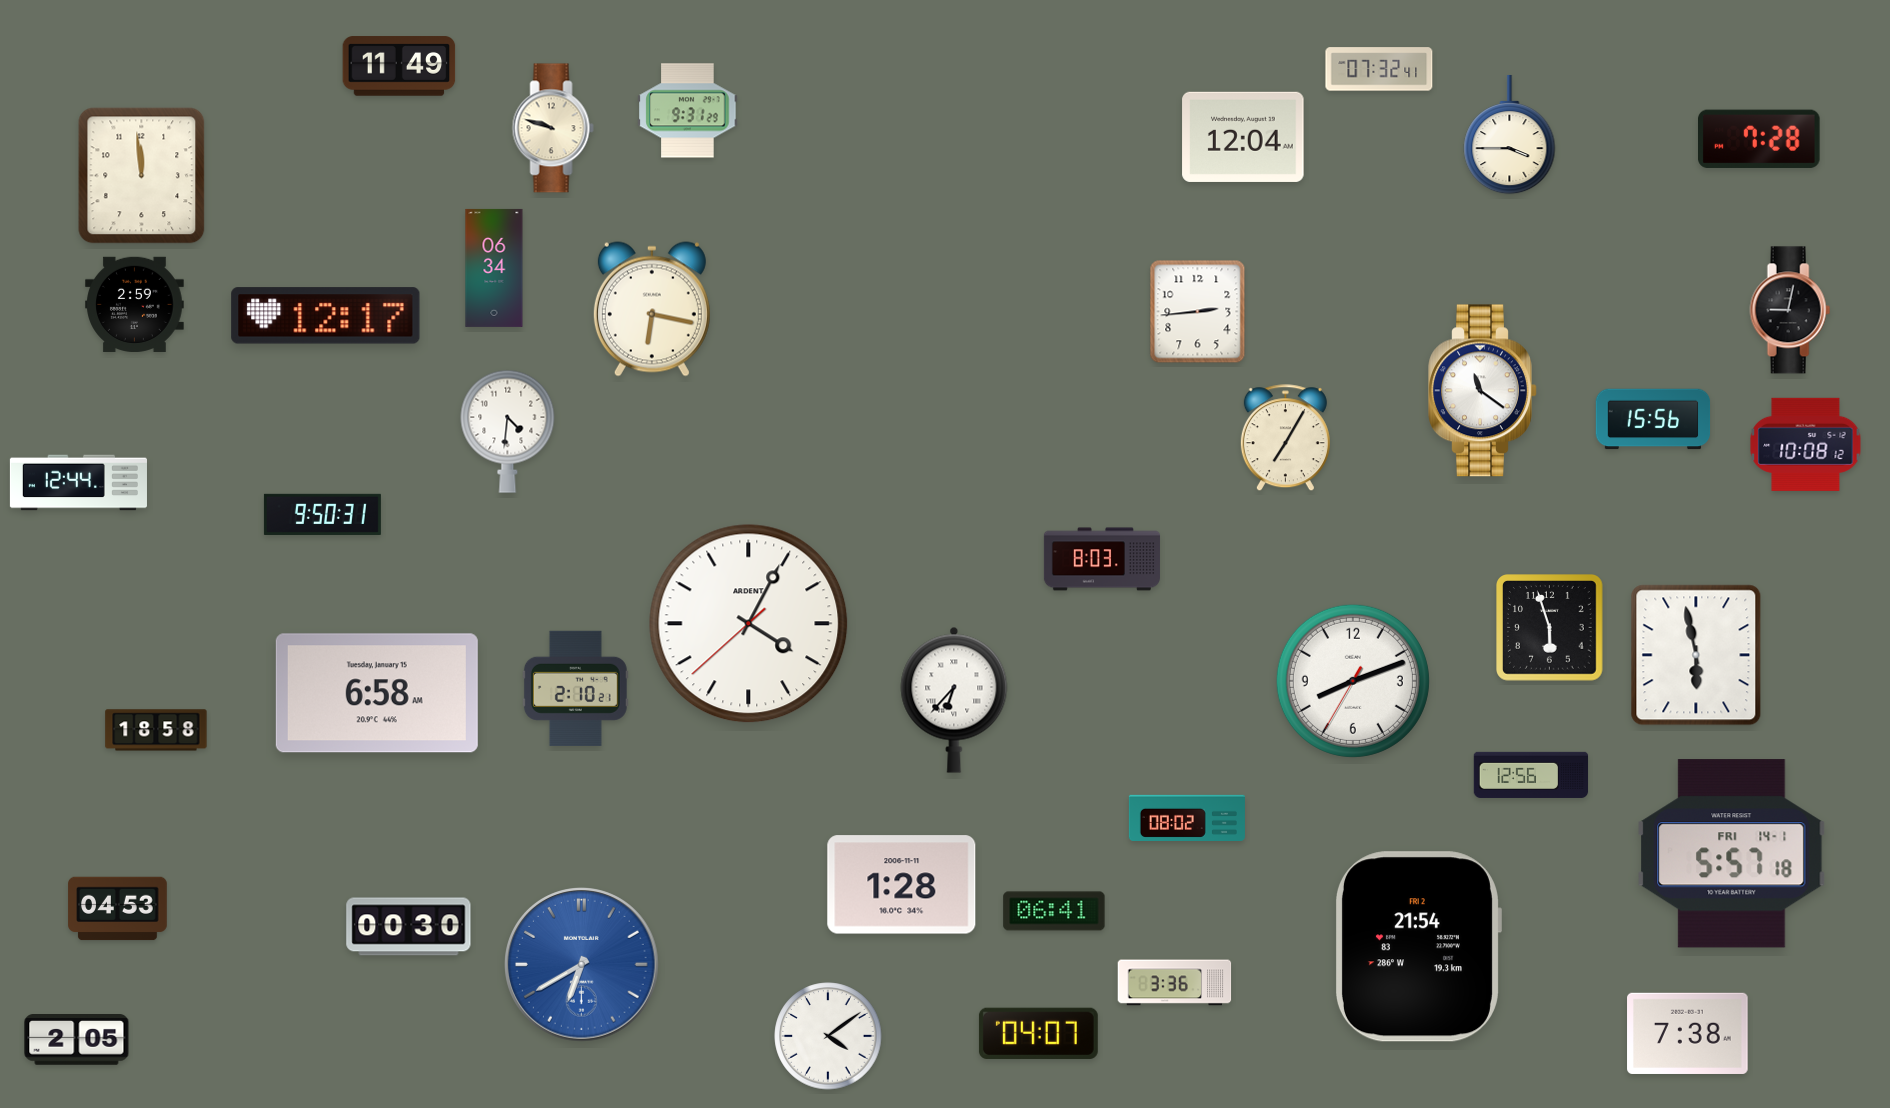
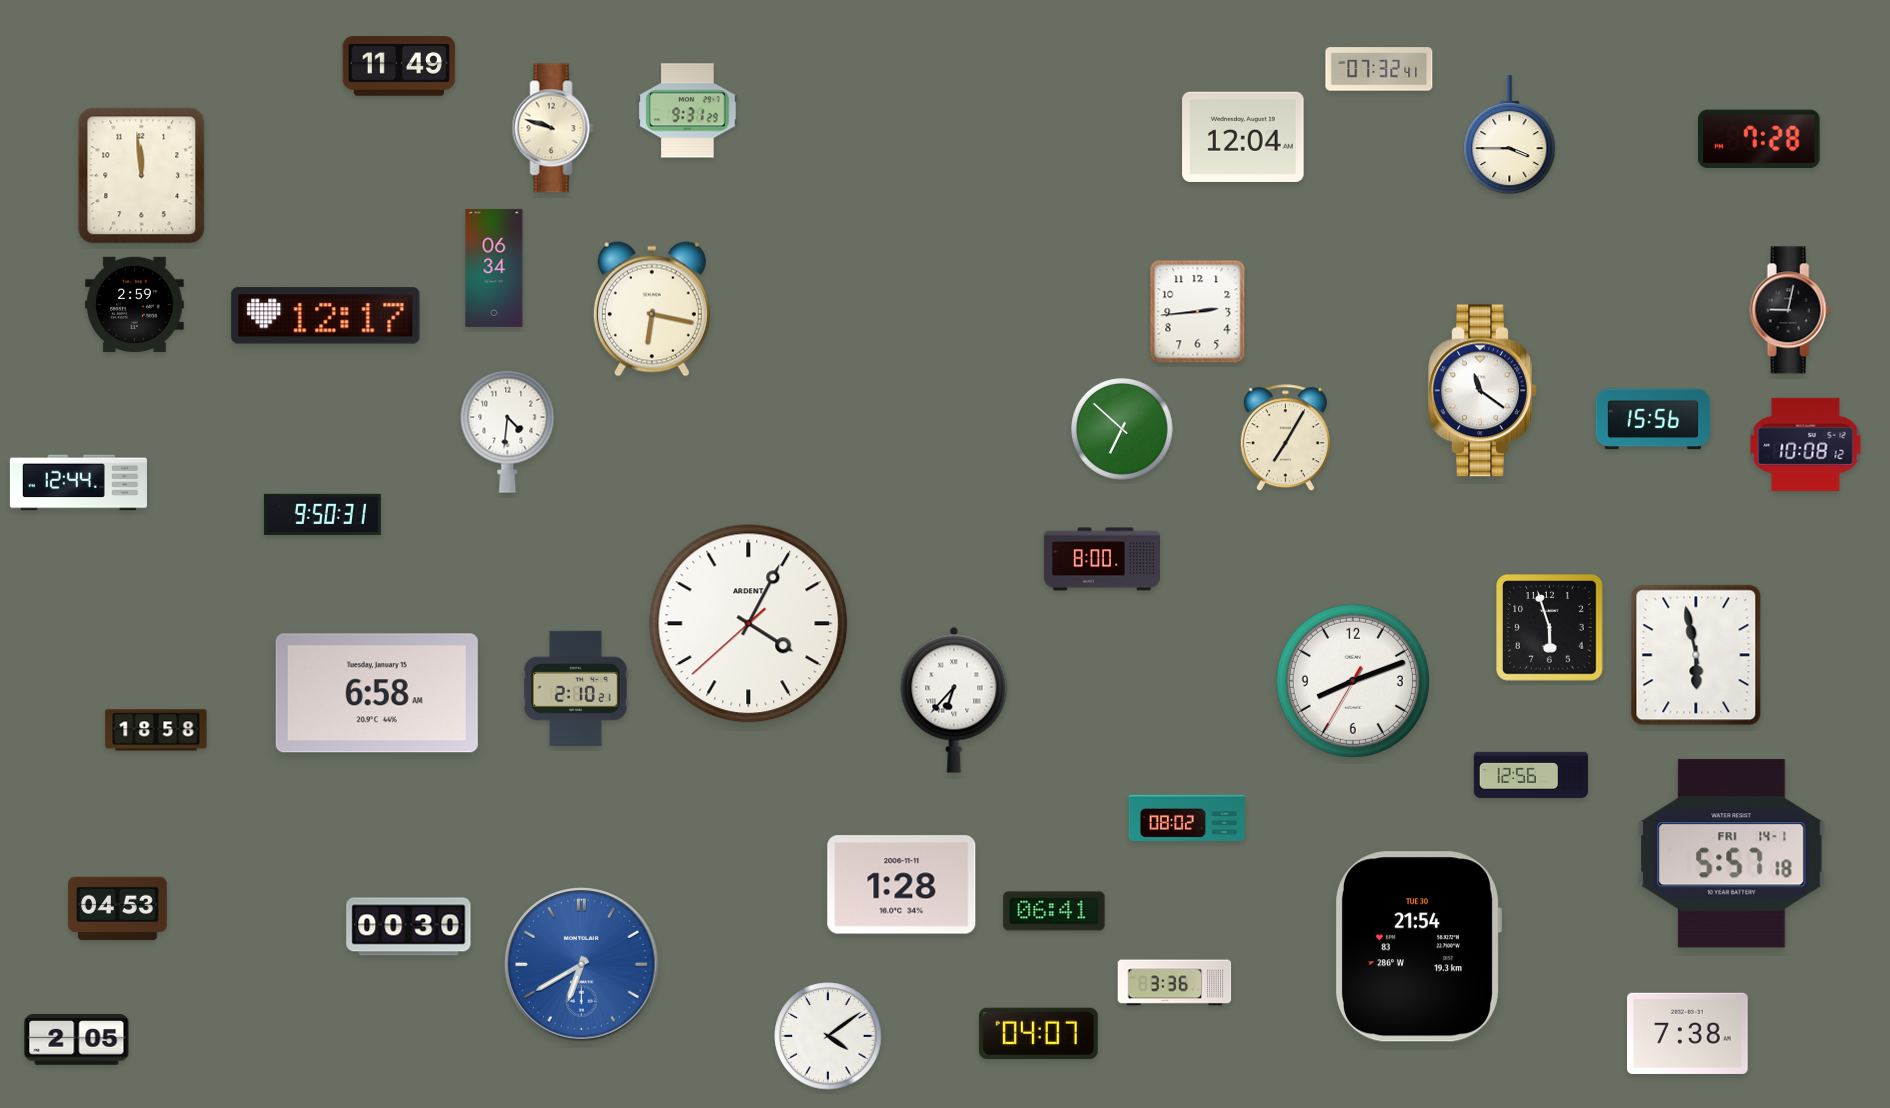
clock at (1123, 430): none -> 6:52
clock at (1102, 559): 8:03 -> 8:00
clock at (1419, 947) date: FRI 2 -> TUE 30
